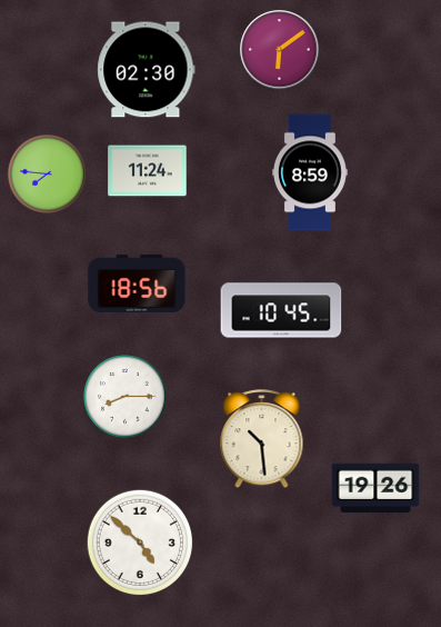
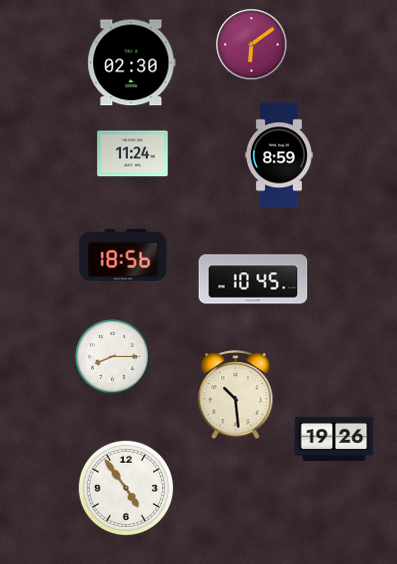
clock at (47, 173): 7:46 -> none
clock at (375, 488) position: (375, 488) -> (334, 439)
clock at (140, 543): 4:52 -> 4:54
